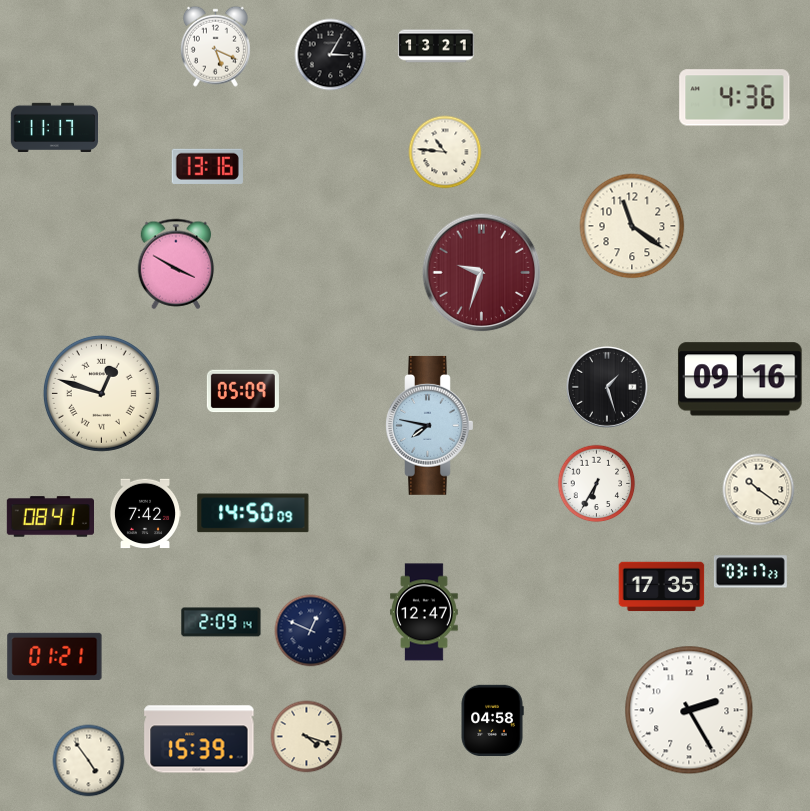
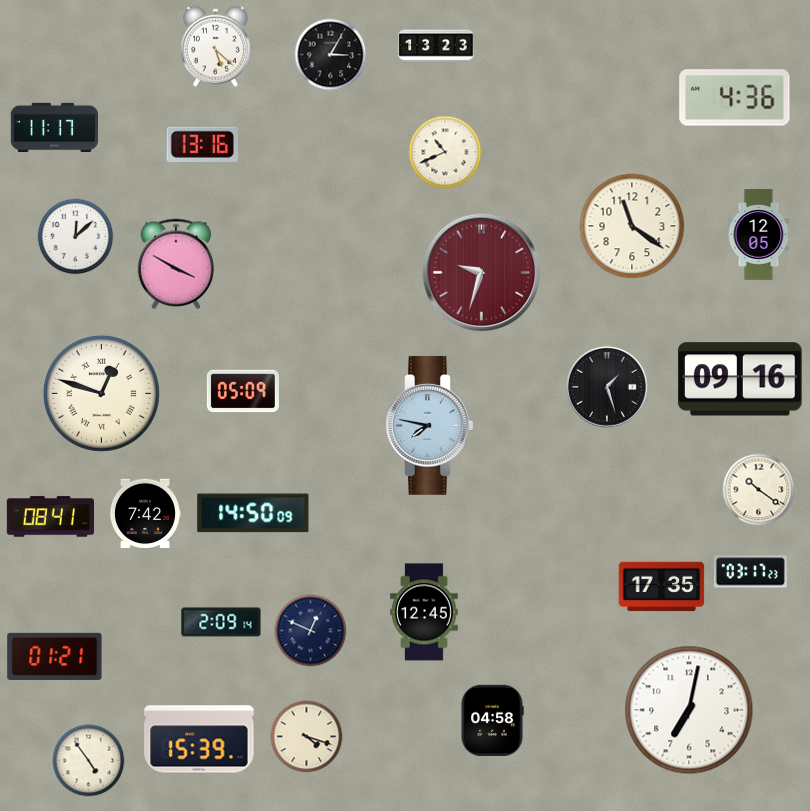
clock at (215, 46): 5:19 -> 5:22
clock at (436, 46): 13:21 -> 13:23
clock at (445, 152): 10:46 -> 10:41
clock at (207, 166) position: (207, 166) -> (202, 144)
clock at (759, 235): none -> 12:05
clock at (76, 237): none -> 12:08
clock at (597, 484): 6:35 -> none
clock at (425, 612): 12:47 -> 12:45
clock at (689, 710): 2:25 -> 7:02
